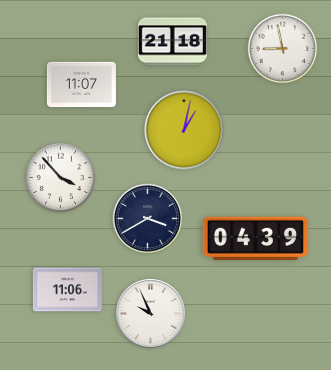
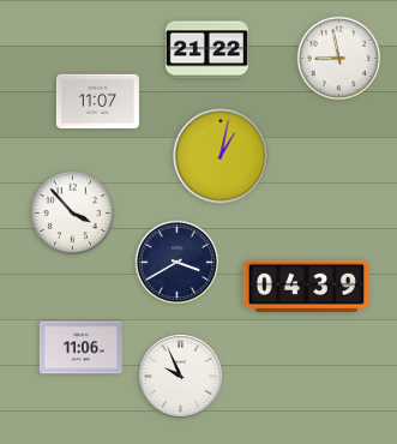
clock at (172, 42): 21:18 -> 21:22
